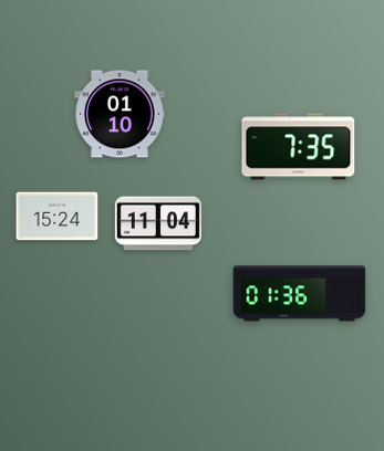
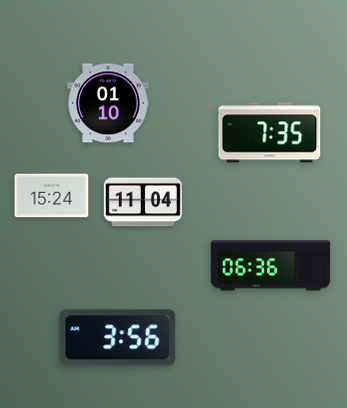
clock at (300, 294): 01:36 -> 06:36
clock at (118, 338): none -> 3:56
